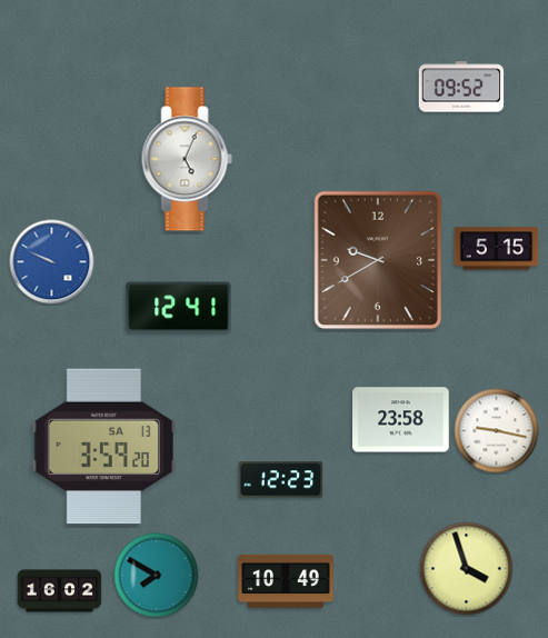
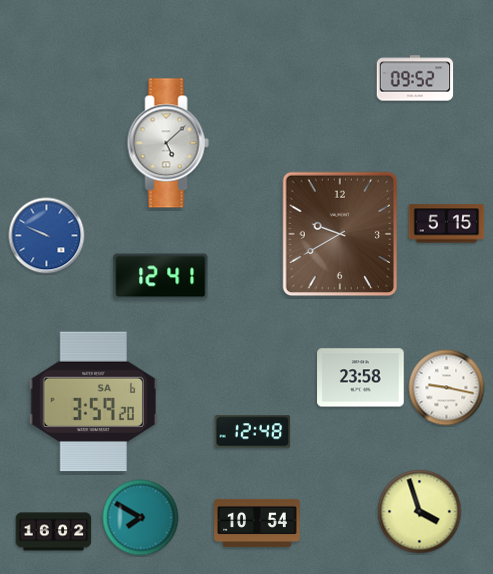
clock at (187, 159): 5:04 -> 5:08
clock at (103, 447) date: SA 13 -> SA 6
clock at (281, 480): 12:23 -> 12:48
clock at (286, 581): 10:49 -> 10:54
